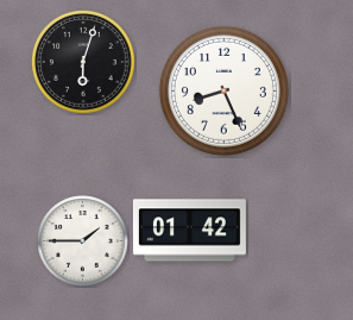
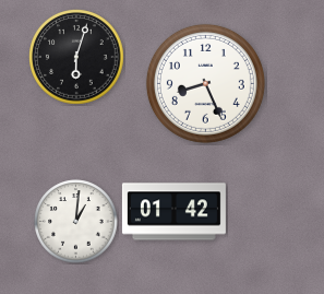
clock at (83, 241): 1:45 -> 1:01
